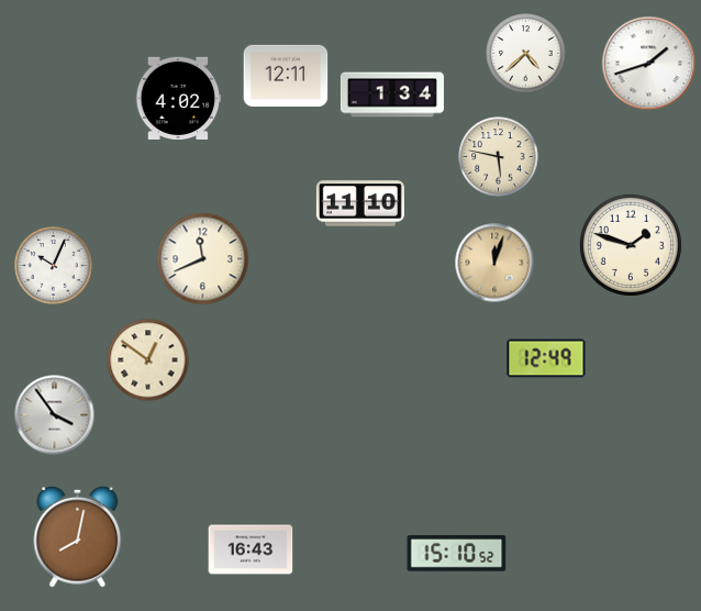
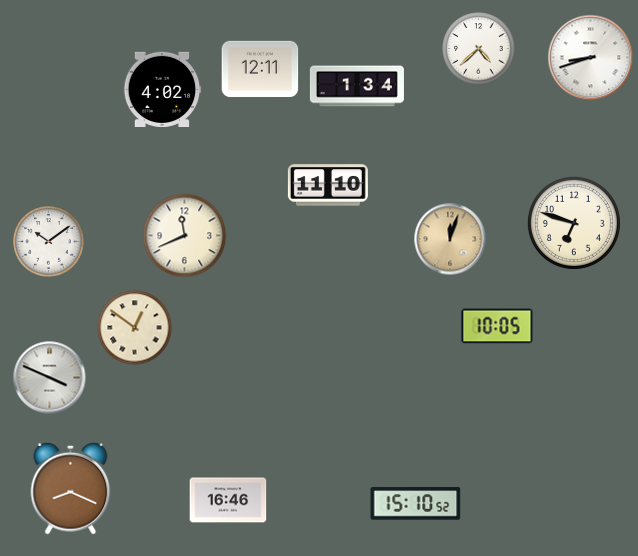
clock at (649, 64): 1:42 -> 8:42
clock at (499, 157): 5:47 -> none
clock at (631, 245): 1:48 -> 6:48
clock at (54, 266): 10:04 -> 10:09
clock at (546, 358): 12:49 -> 10:05
clock at (55, 415): 3:54 -> 3:49
clock at (78, 536): 8:02 -> 8:19
clock at (251, 549): 16:43 -> 16:46
